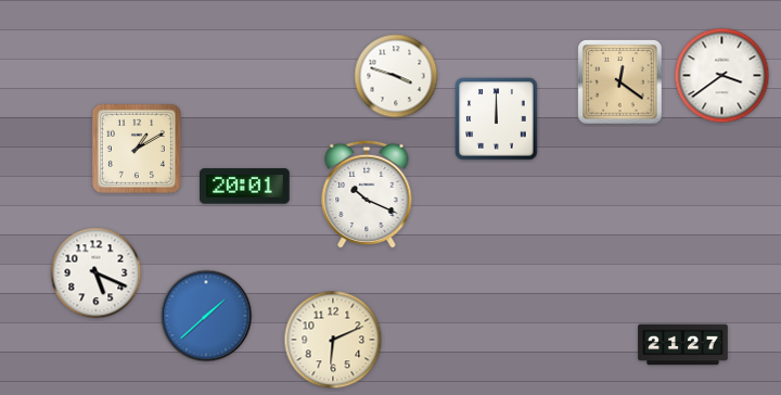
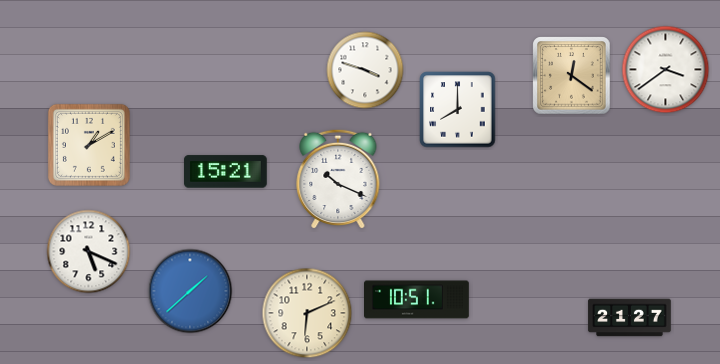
clock at (497, 119): 12:00 -> 8:00
clock at (137, 149) position: (137, 149) -> (89, 145)
clock at (245, 187): 20:01 -> 15:21
clock at (417, 300): none -> 10:51
